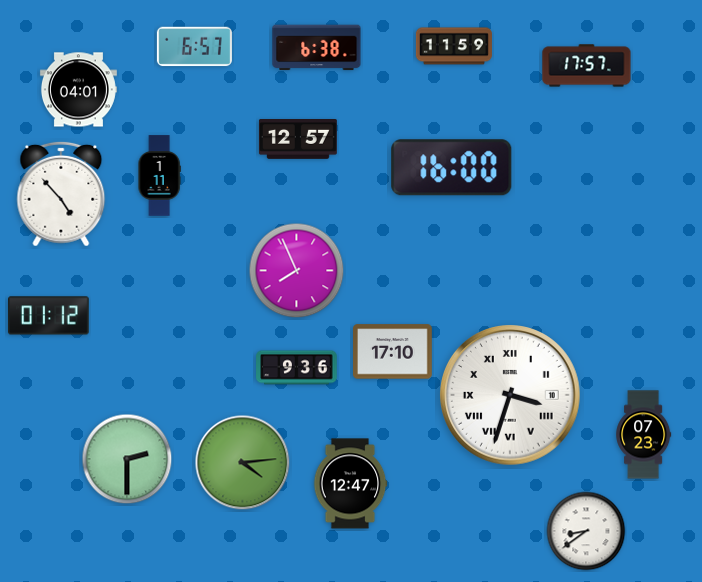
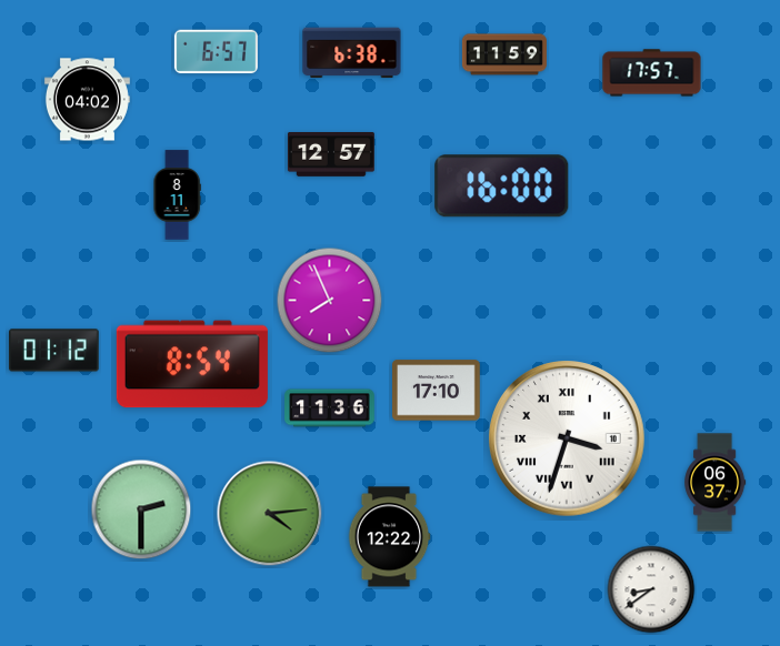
clock at (454, 46) position: (454, 46) -> (504, 54)
clock at (78, 90): 04:01 -> 04:02
clock at (159, 176): 1:11 -> 8:11
clock at (61, 194): 4:53 -> none
clock at (192, 364): none -> 8:54
clock at (297, 368): 9:36 -> 11:36
clock at (644, 435): 07:23 -> 06:37
clock at (350, 484): 12:47 -> 12:22
